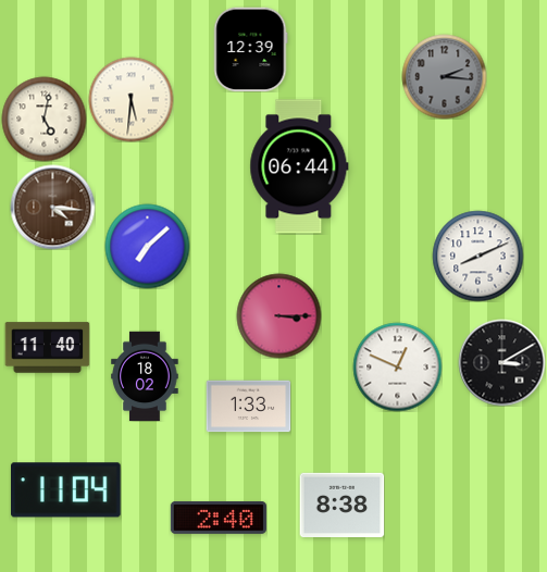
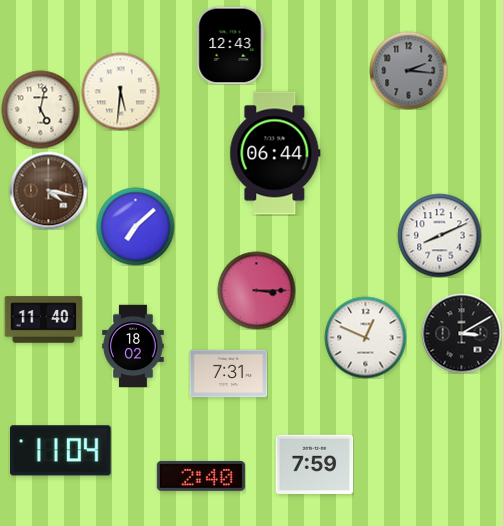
clock at (251, 49): 12:39 -> 12:43
clock at (52, 207): 4:16 -> 4:17
clock at (248, 407): 1:33 -> 7:31
clock at (341, 505): 8:38 -> 7:59
